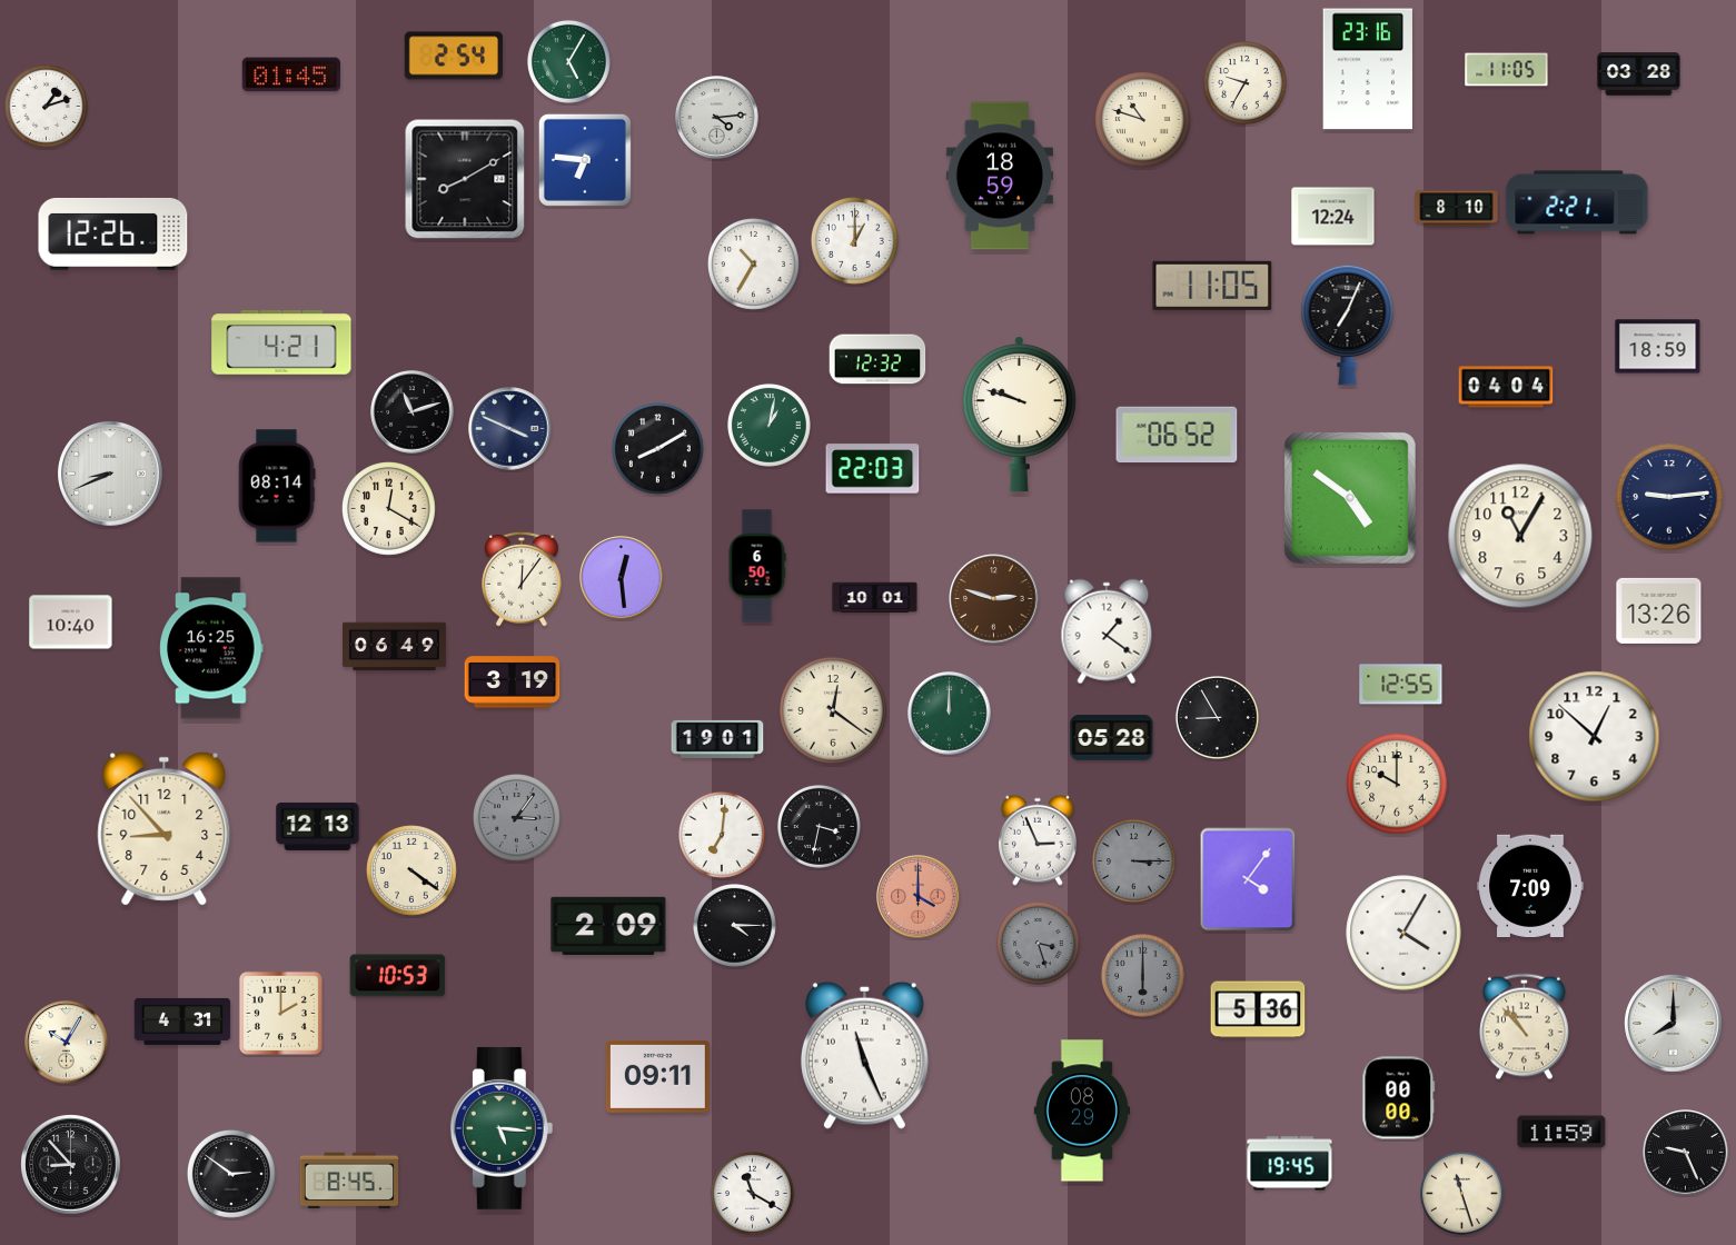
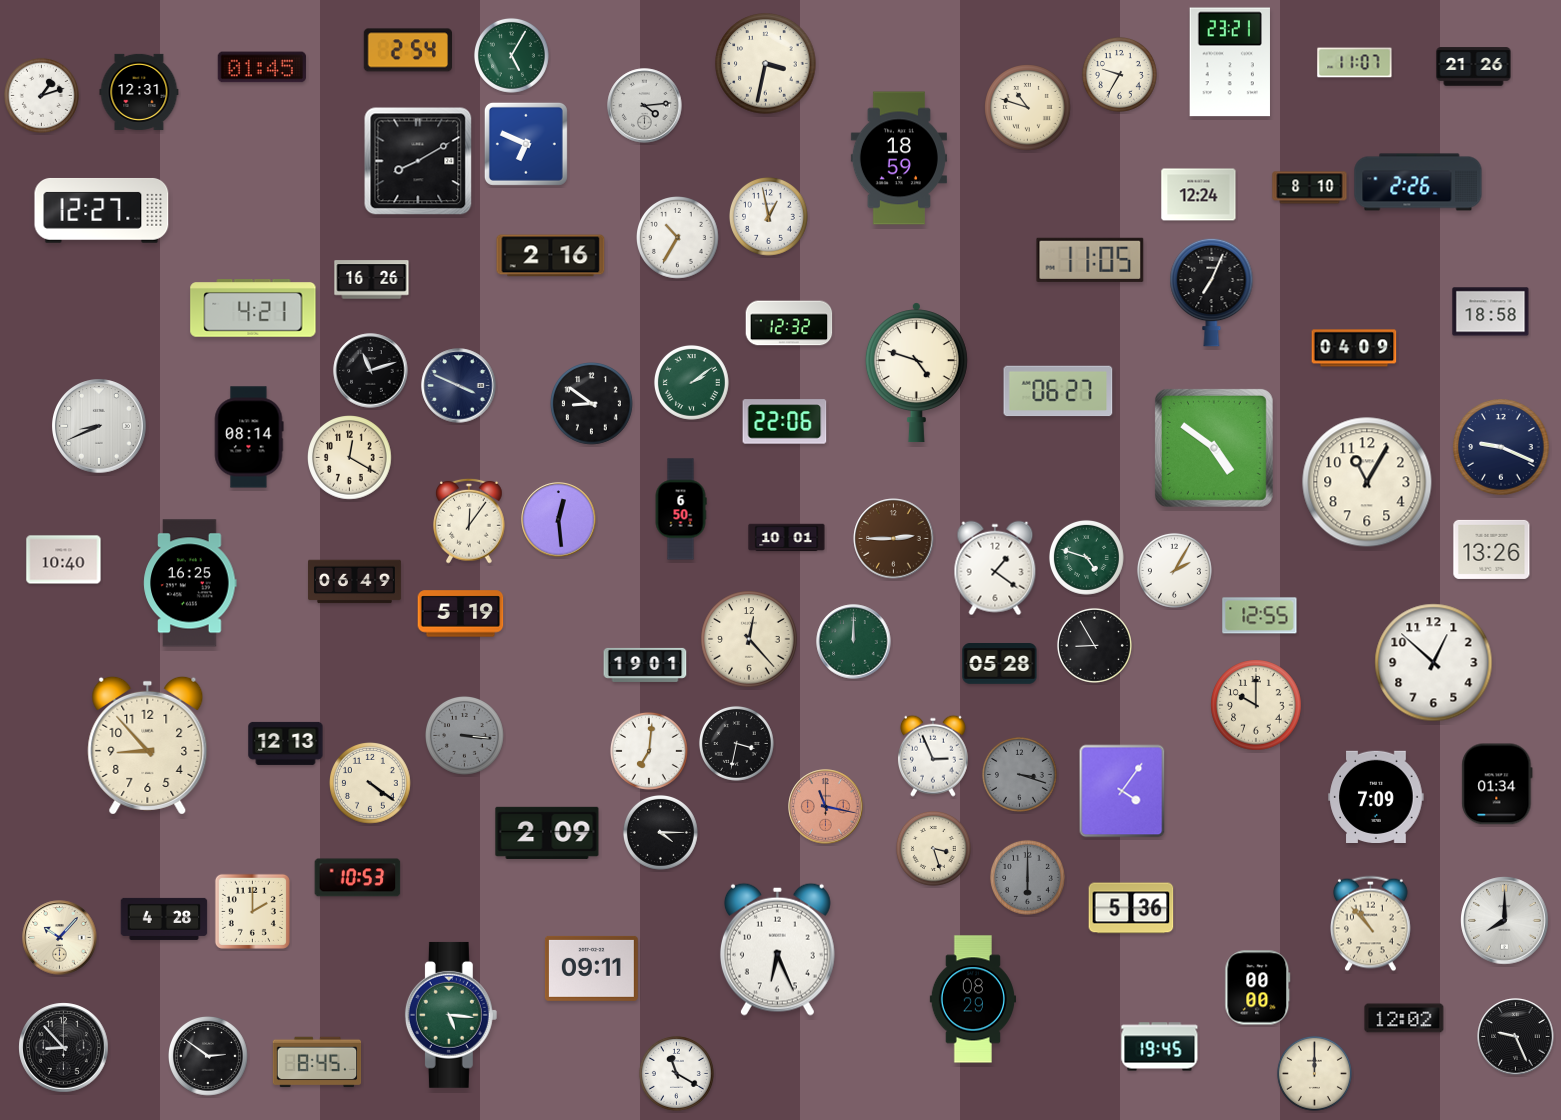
clock at (1368, 69): 23:16 -> 23:21
clock at (1507, 70): 11:05 -> 11:07
clock at (766, 64): none -> 3:32
clock at (1639, 74): 03:28 -> 21:26
clock at (139, 92): none -> 12:31
clock at (585, 160): 6:46 -> 6:49
clock at (1577, 202): 2:21 -> 2:26
clock at (113, 233): 12:26 -> 12:27
clock at (854, 240): 1:00 -> 12:58
clock at (551, 256): none -> 2:16
clock at (1212, 286) position: (1212, 286) -> (1090, 260)
clock at (372, 280): none -> 16:26
clock at (1658, 347): 18:59 -> 18:58
clock at (1506, 387): 04:04 -> 04:09
clock at (1019, 415): 9:48 -> 4:48
clock at (768, 425): 1:02 -> 2:09
clock at (1177, 435): 06:52 -> 06:27
clock at (658, 449): 8:10 -> 8:51
clock at (873, 469): 22:03 -> 22:06
clock at (1669, 497): 9:14 -> 9:19
clock at (994, 599): 2:48 -> 2:45
clock at (1086, 557): none -> 4:48
clock at (1174, 570): none -> 2:05
clock at (513, 683): 3:19 -> 5:19
clock at (833, 710): 12:21 -> 12:23
clock at (516, 817): 3:06 -> 3:16
clock at (1133, 860): 3:15 -> 3:18
clock at (1497, 784): none -> 01:34
clock at (919, 897): 4:00 -> 11:17
clock at (1403, 933): 4:05 -> none
clock at (1038, 943) dial: grey -> cream
clock at (182, 1022): 4:31 -> 4:28
clock at (67, 1043): 10:05 -> 10:07
clock at (864, 1055): 11:26 -> 6:26
clock at (1561, 1132): 11:59 -> 12:02
clock at (349, 1181) position: (349, 1181) -> (317, 1062)
clock at (1461, 1193): 11:27 -> 12:00
